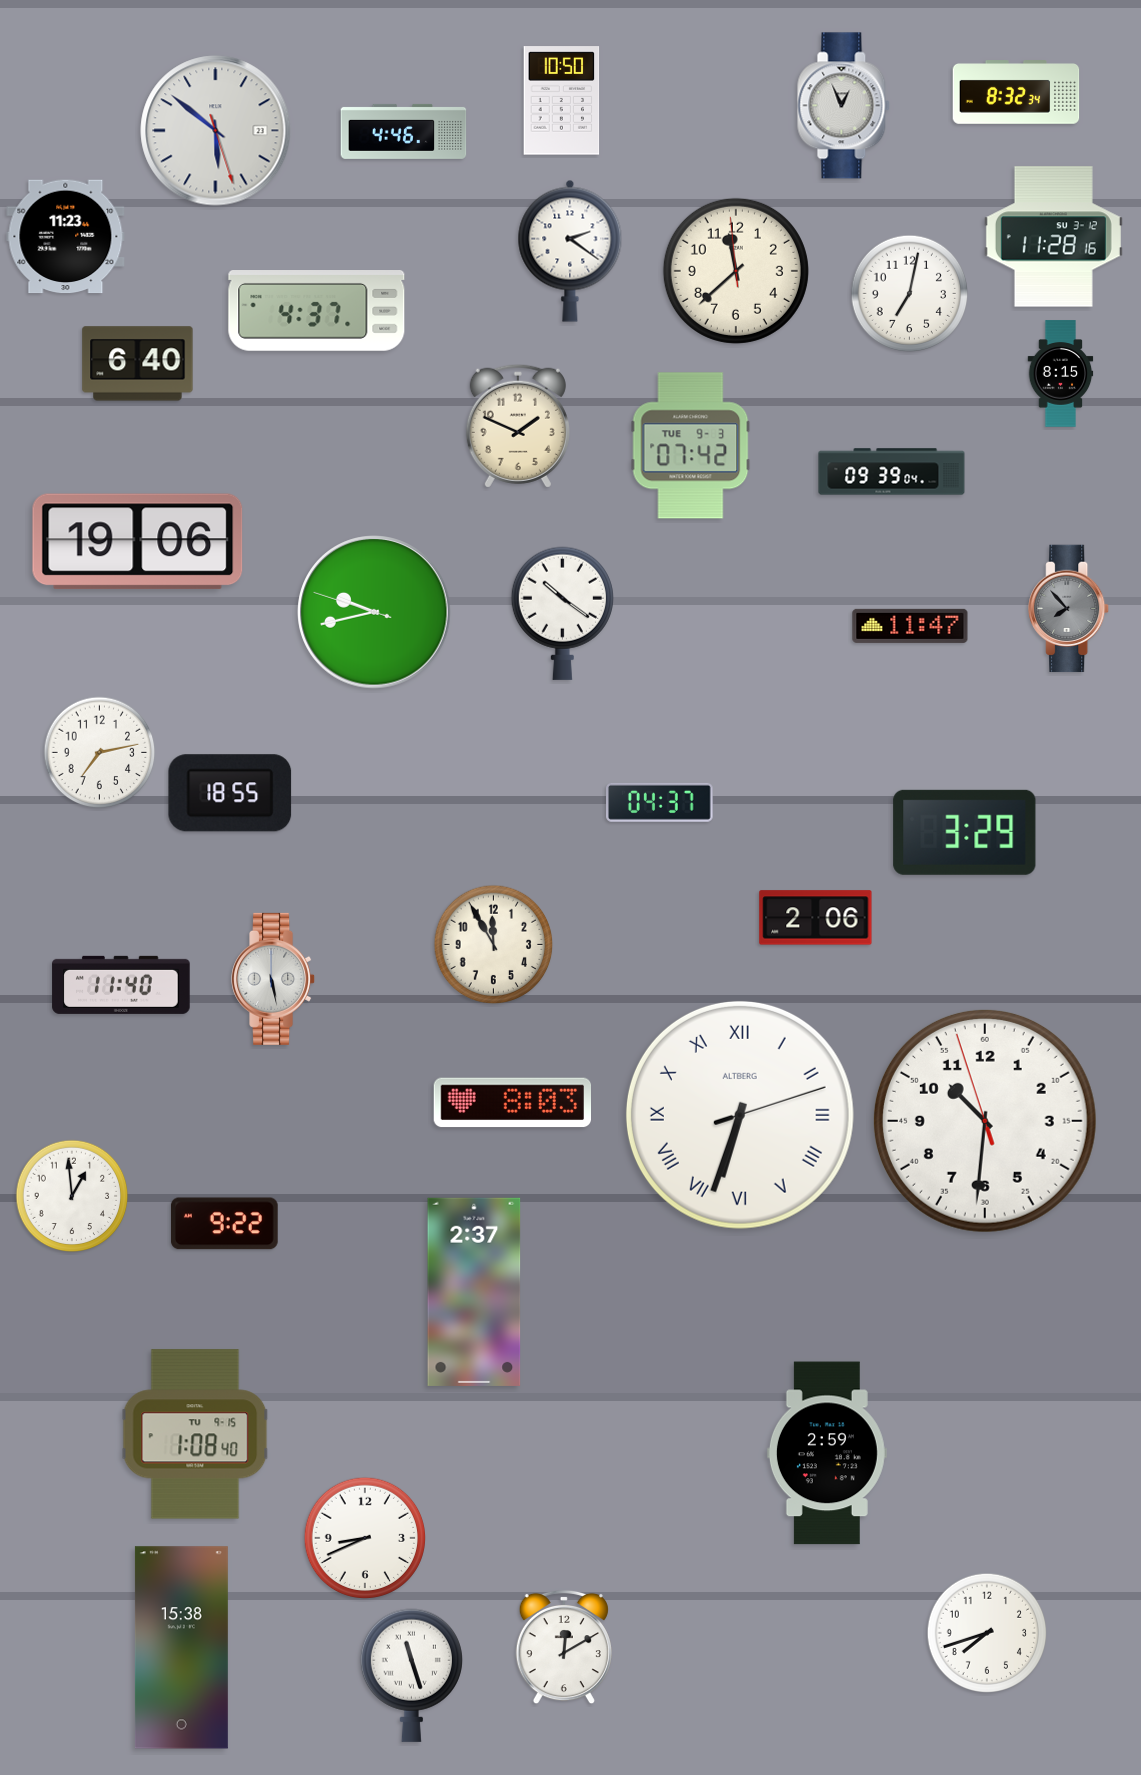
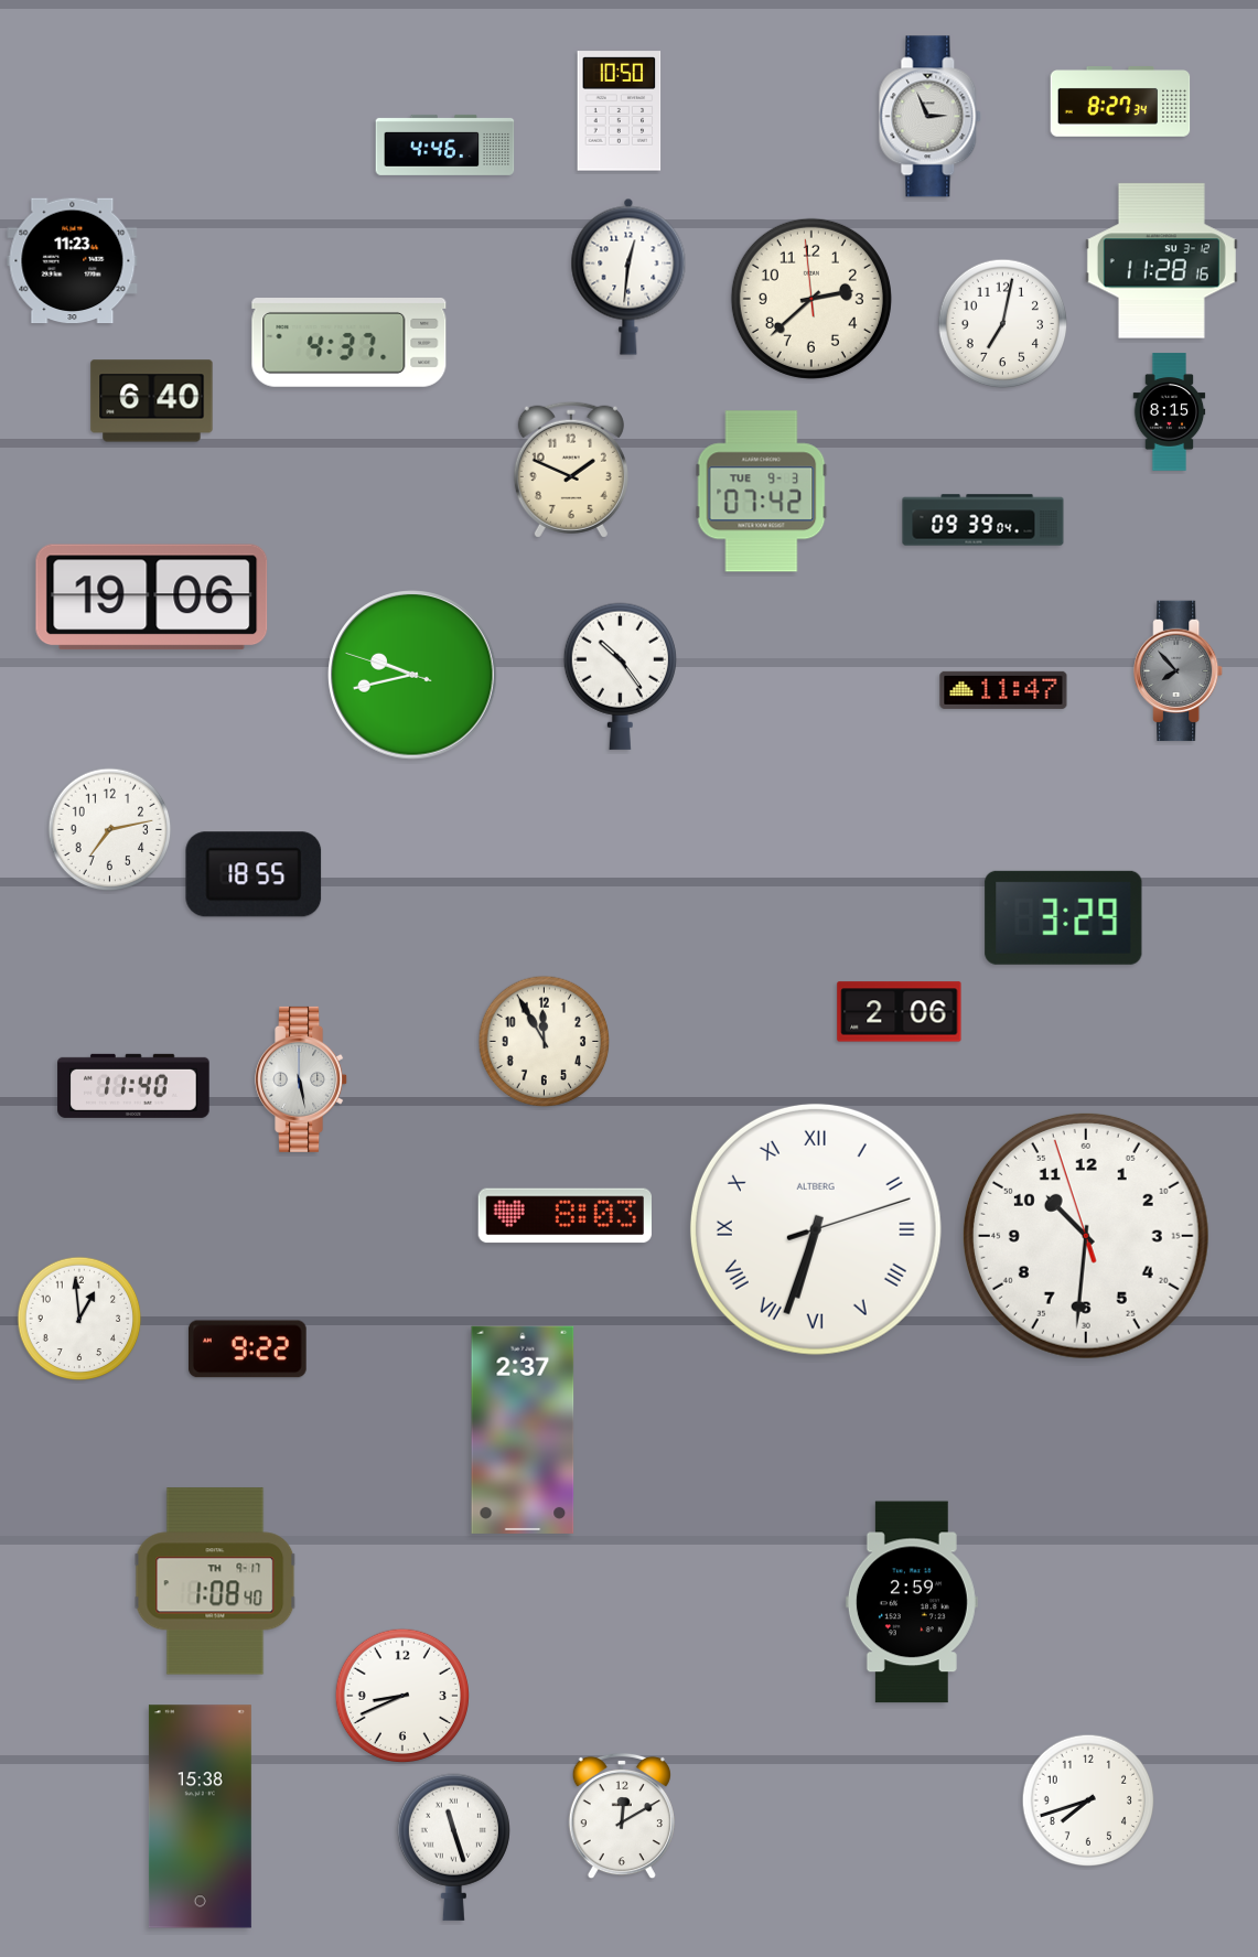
clock at (1016, 92): 8:32 -> 8:27
clock at (844, 106): 12:56 -> 2:56
clock at (216, 131): 5:51 -> none
clock at (570, 251): 2:21 -> 12:31
clock at (736, 271): 11:37 -> 2:37
clock at (562, 613): 10:21 -> 10:24
clock at (660, 802): 04:37 -> none
clock at (474, 1292) position: (474, 1292) -> (523, 1430)
clock at (195, 1434) date: TU 9-15 -> TH 9-17
